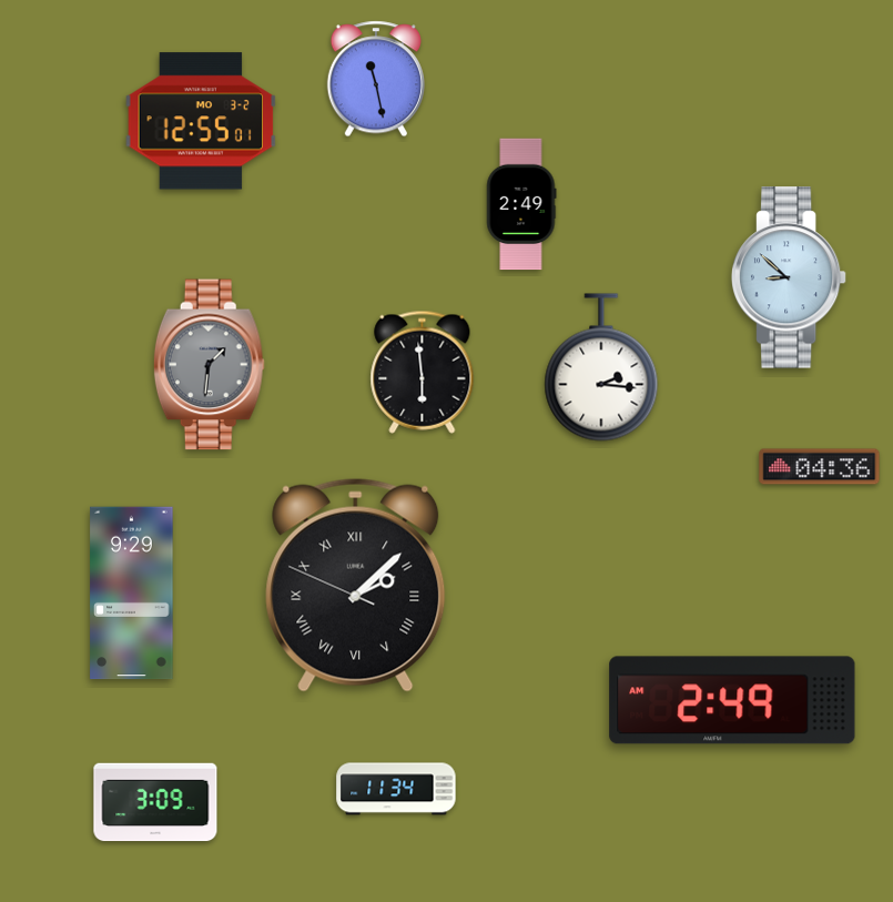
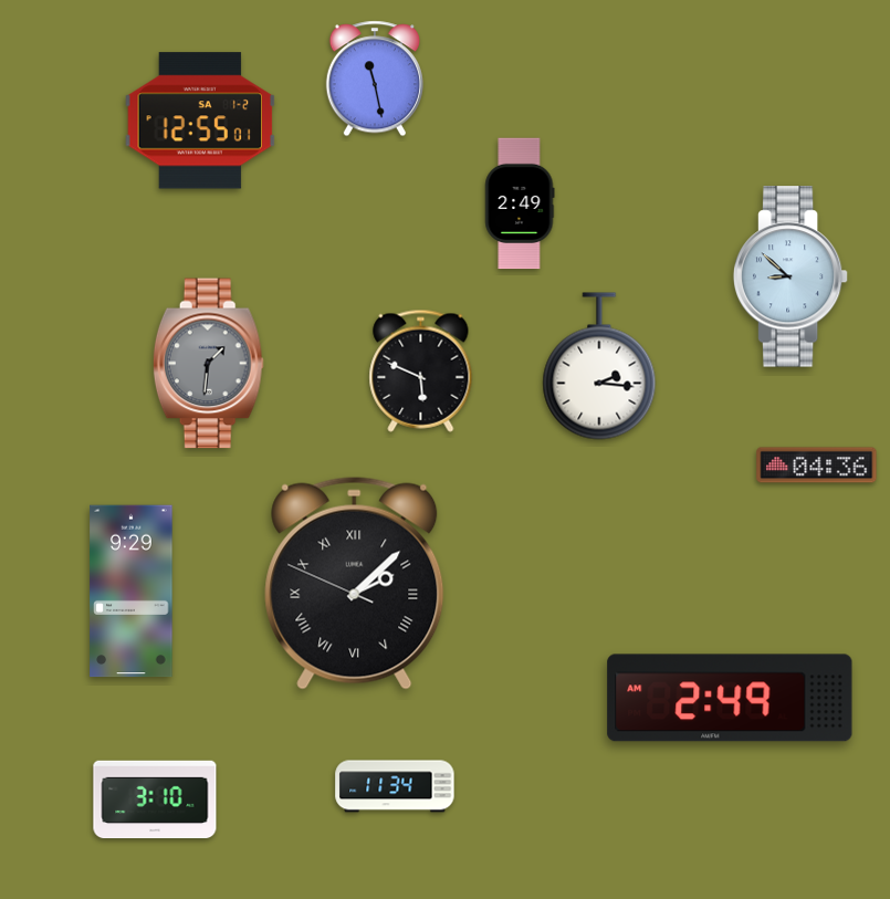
clock at (200, 121) date: MO 3-2 -> SA 1-2
clock at (789, 277) position: (789, 277) -> (790, 276)
clock at (423, 372): 5:59 -> 5:49
clock at (155, 802): 3:09 -> 3:10
